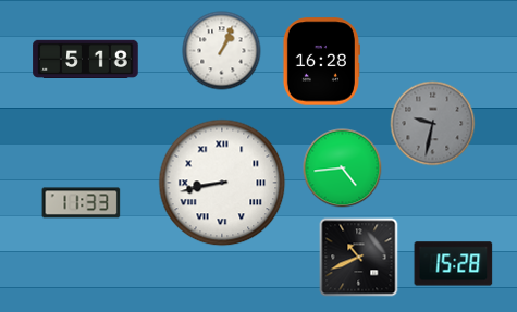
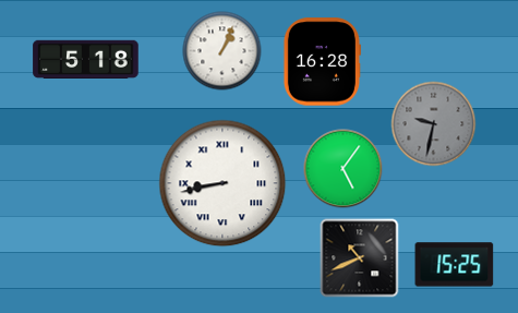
clock at (343, 169): 4:44 -> 5:06
clock at (82, 203): 11:33 -> none
clock at (454, 264): 15:28 -> 15:25
